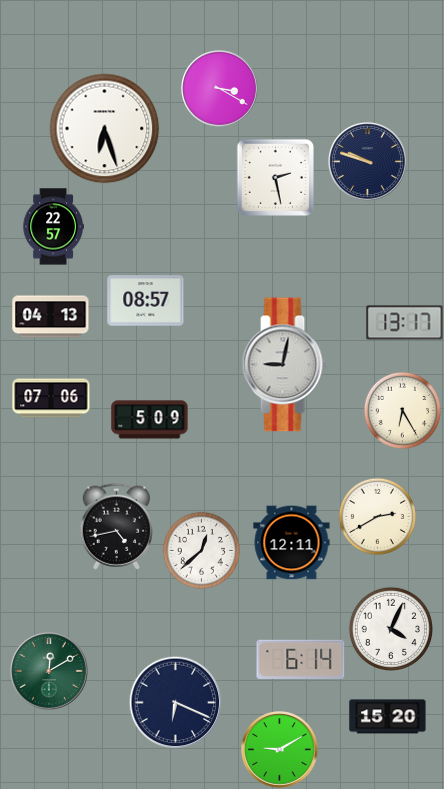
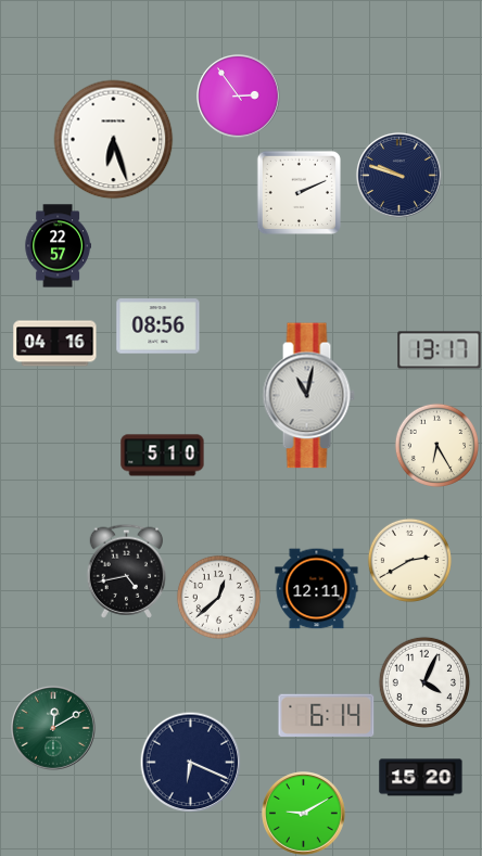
clock at (220, 89): 3:20 -> 2:54
clock at (275, 177): 2:28 -> 2:11
clock at (146, 301): 08:57 -> 08:56
clock at (51, 317): 04:13 -> 04:16
clock at (284, 365): 9:02 -> 11:02
clock at (51, 398): 07:06 -> none
clock at (150, 420): 5:09 -> 5:10
